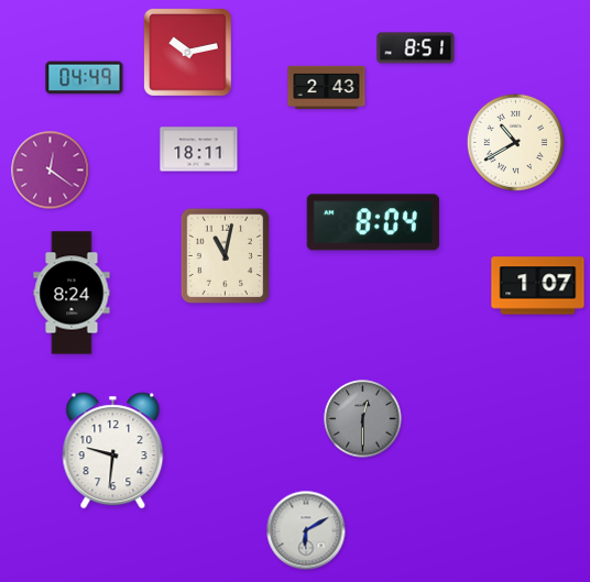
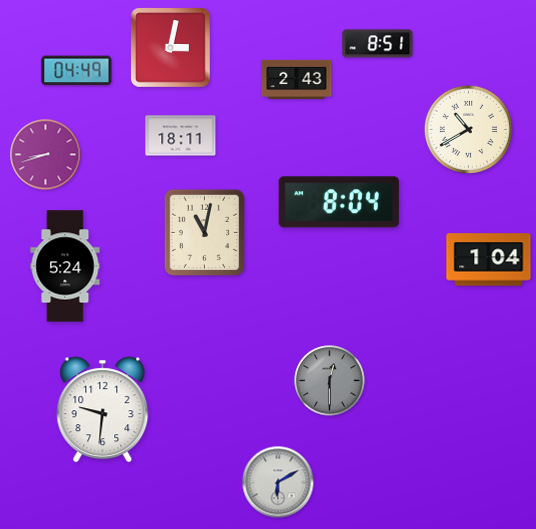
clock at (188, 53): 10:13 -> 3:02
clock at (51, 171): 12:21 -> 8:42
clock at (538, 286): 1:07 -> 1:04
clock at (72, 293): 8:24 -> 5:24
